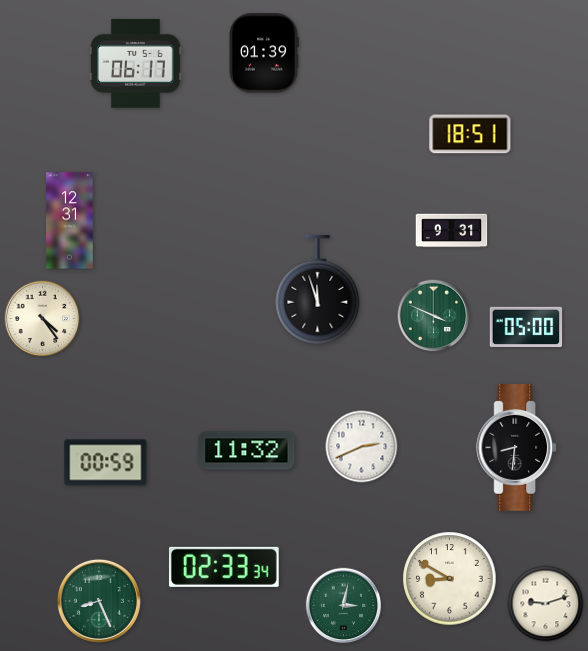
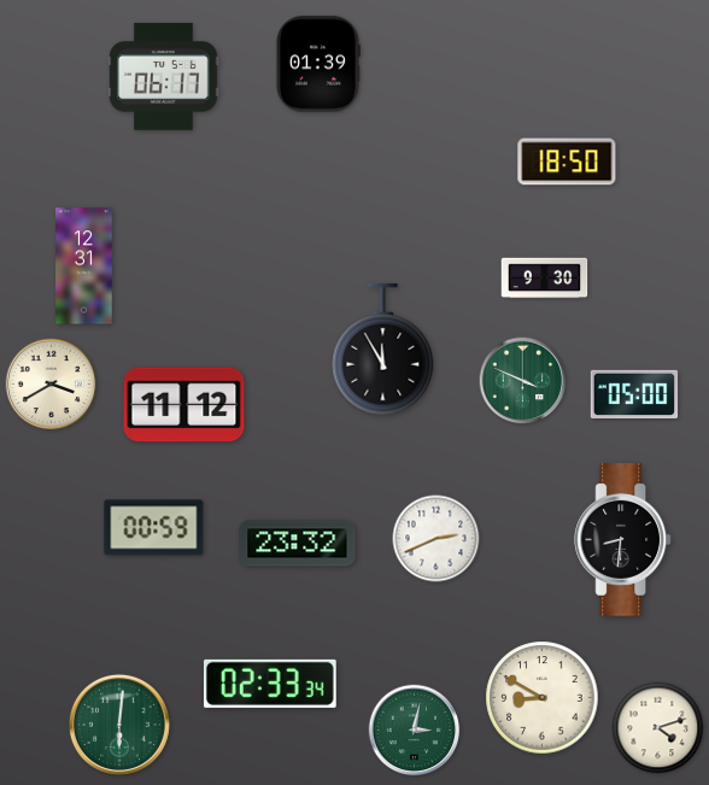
clock at (470, 134): 18:51 -> 18:50
clock at (452, 231): 9:31 -> 9:30
clock at (318, 290): 11:57 -> 11:55
clock at (43, 319): 4:24 -> 3:40
clock at (184, 405): none -> 11:12
clock at (247, 451): 11:32 -> 23:32
clock at (106, 463) position: (106, 463) -> (154, 528)
clock at (99, 601): 8:26 -> 6:01
clock at (546, 604): 9:12 -> 4:12
